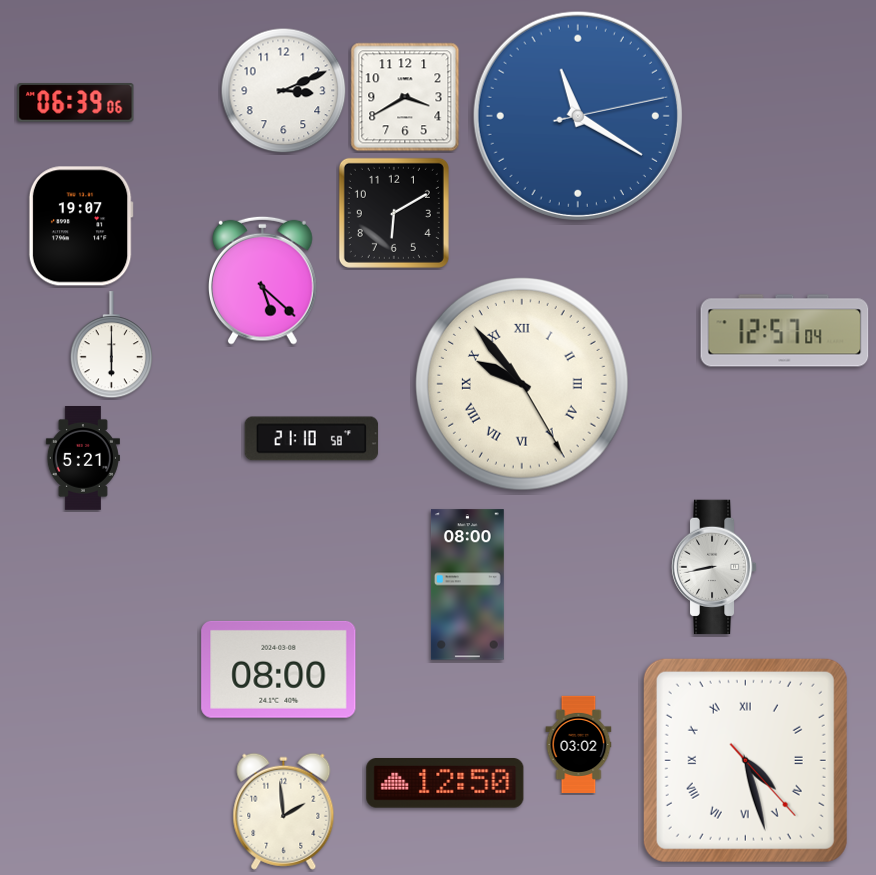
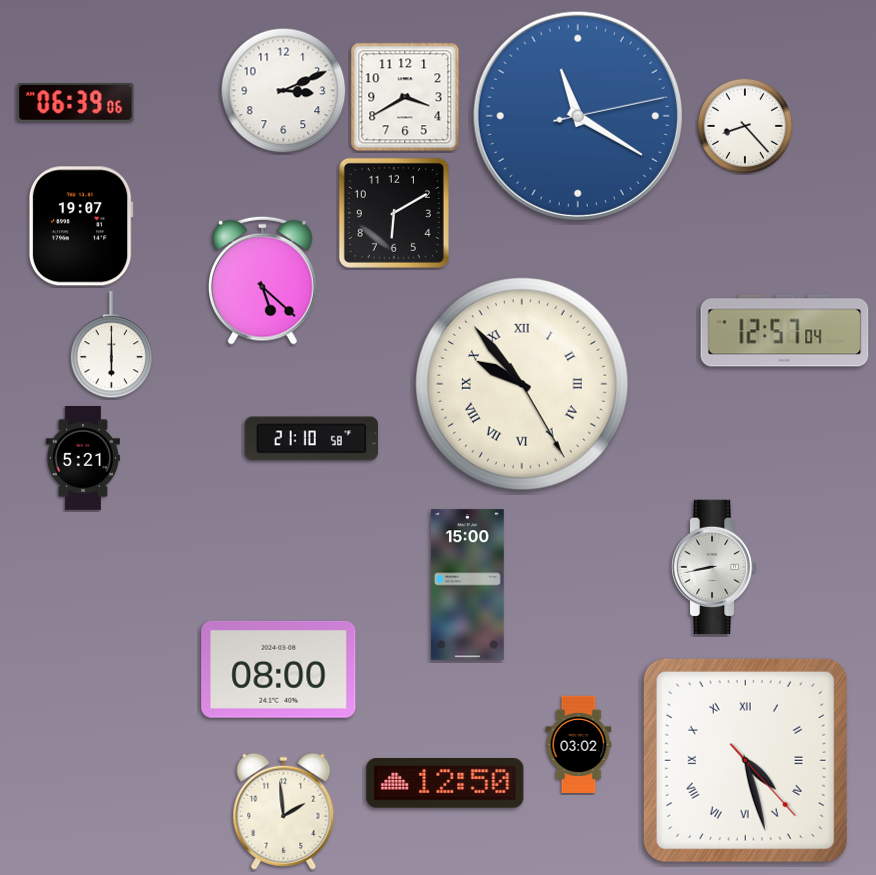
clock at (745, 126): none -> 8:23
clock at (467, 585): 08:00 -> 15:00
